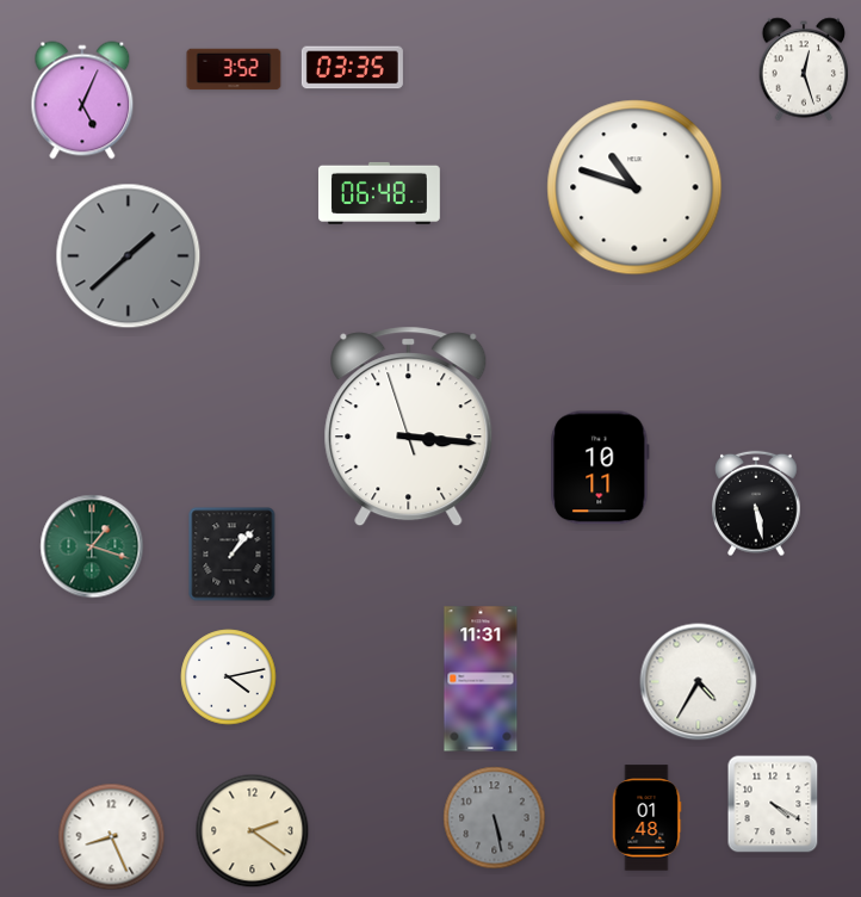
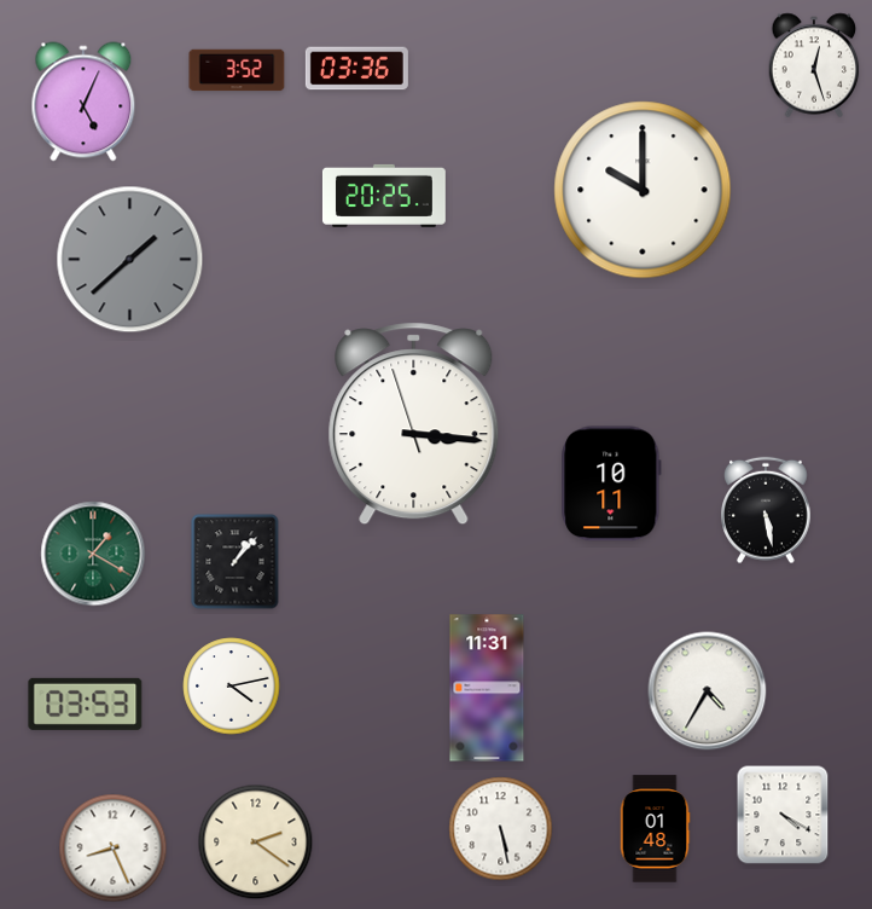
clock at (352, 68): 03:35 -> 03:36
clock at (804, 69) position: (804, 69) -> (814, 65)
clock at (634, 187): 10:48 -> 10:00
clock at (379, 193): 06:48 -> 20:25
clock at (409, 427) position: (409, 427) -> (414, 424)
clock at (600, 468) position: (600, 468) -> (611, 484)
clock at (92, 546): 1:18 -> 1:20
clock at (86, 704): none -> 03:53
clock at (495, 818) dial: grey -> white
